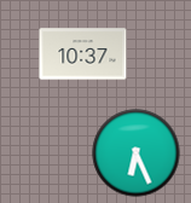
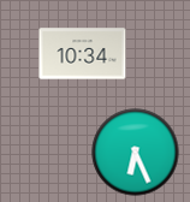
clock at (83, 54): 10:37 -> 10:34
